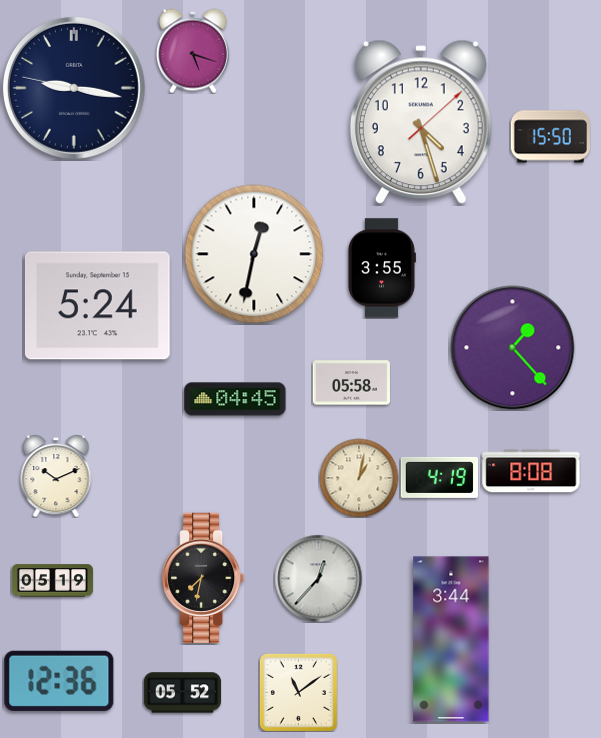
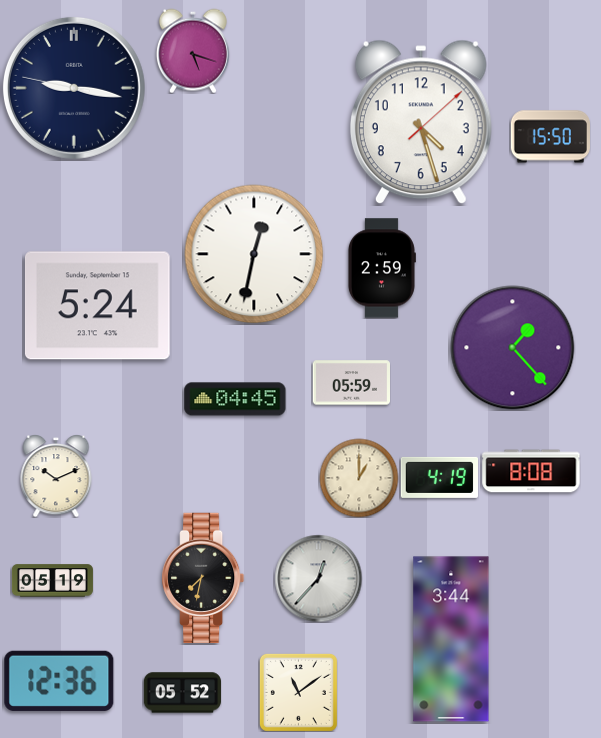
clock at (381, 268): 3:55 -> 2:59
clock at (351, 383): 05:58 -> 05:59
clock at (359, 478): 1:02 -> 1:00
